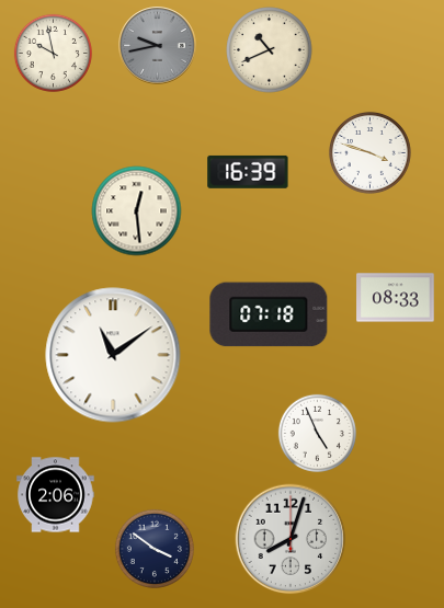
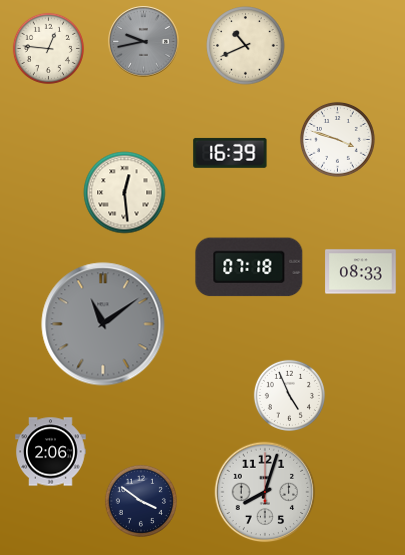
clock at (53, 53): 9:58 -> 12:46
clock at (248, 172) position: (248, 172) -> (230, 153)
clock at (269, 314) position: (269, 314) -> (249, 267)
clock at (113, 355) dial: white -> grey
